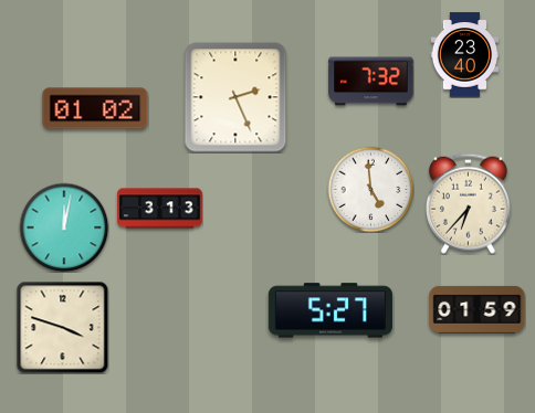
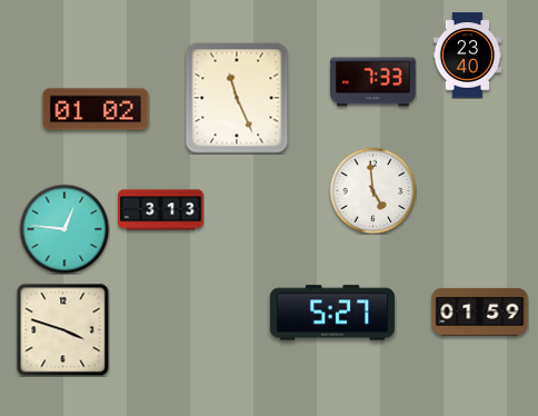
clock at (371, 82): 7:32 -> 7:33
clock at (235, 97): 2:26 -> 11:26
clock at (468, 203): 6:37 -> none
clock at (64, 227): 12:02 -> 12:46
